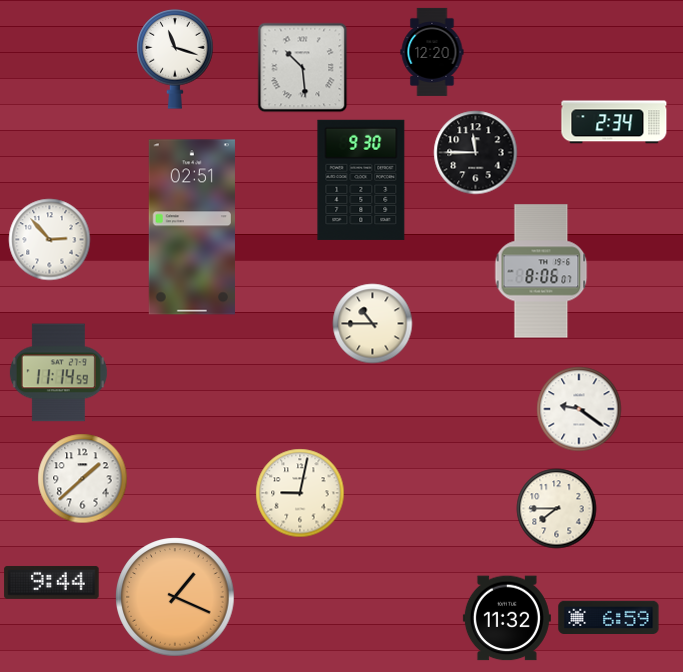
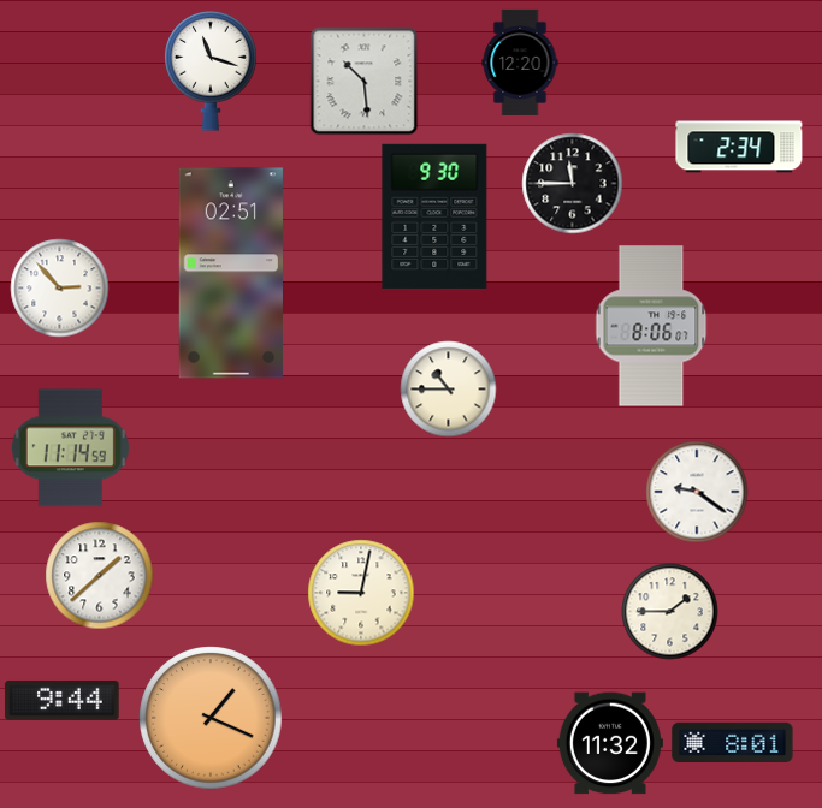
clock at (557, 509): 7:45 -> 1:45
clock at (609, 617): 6:59 -> 8:01
